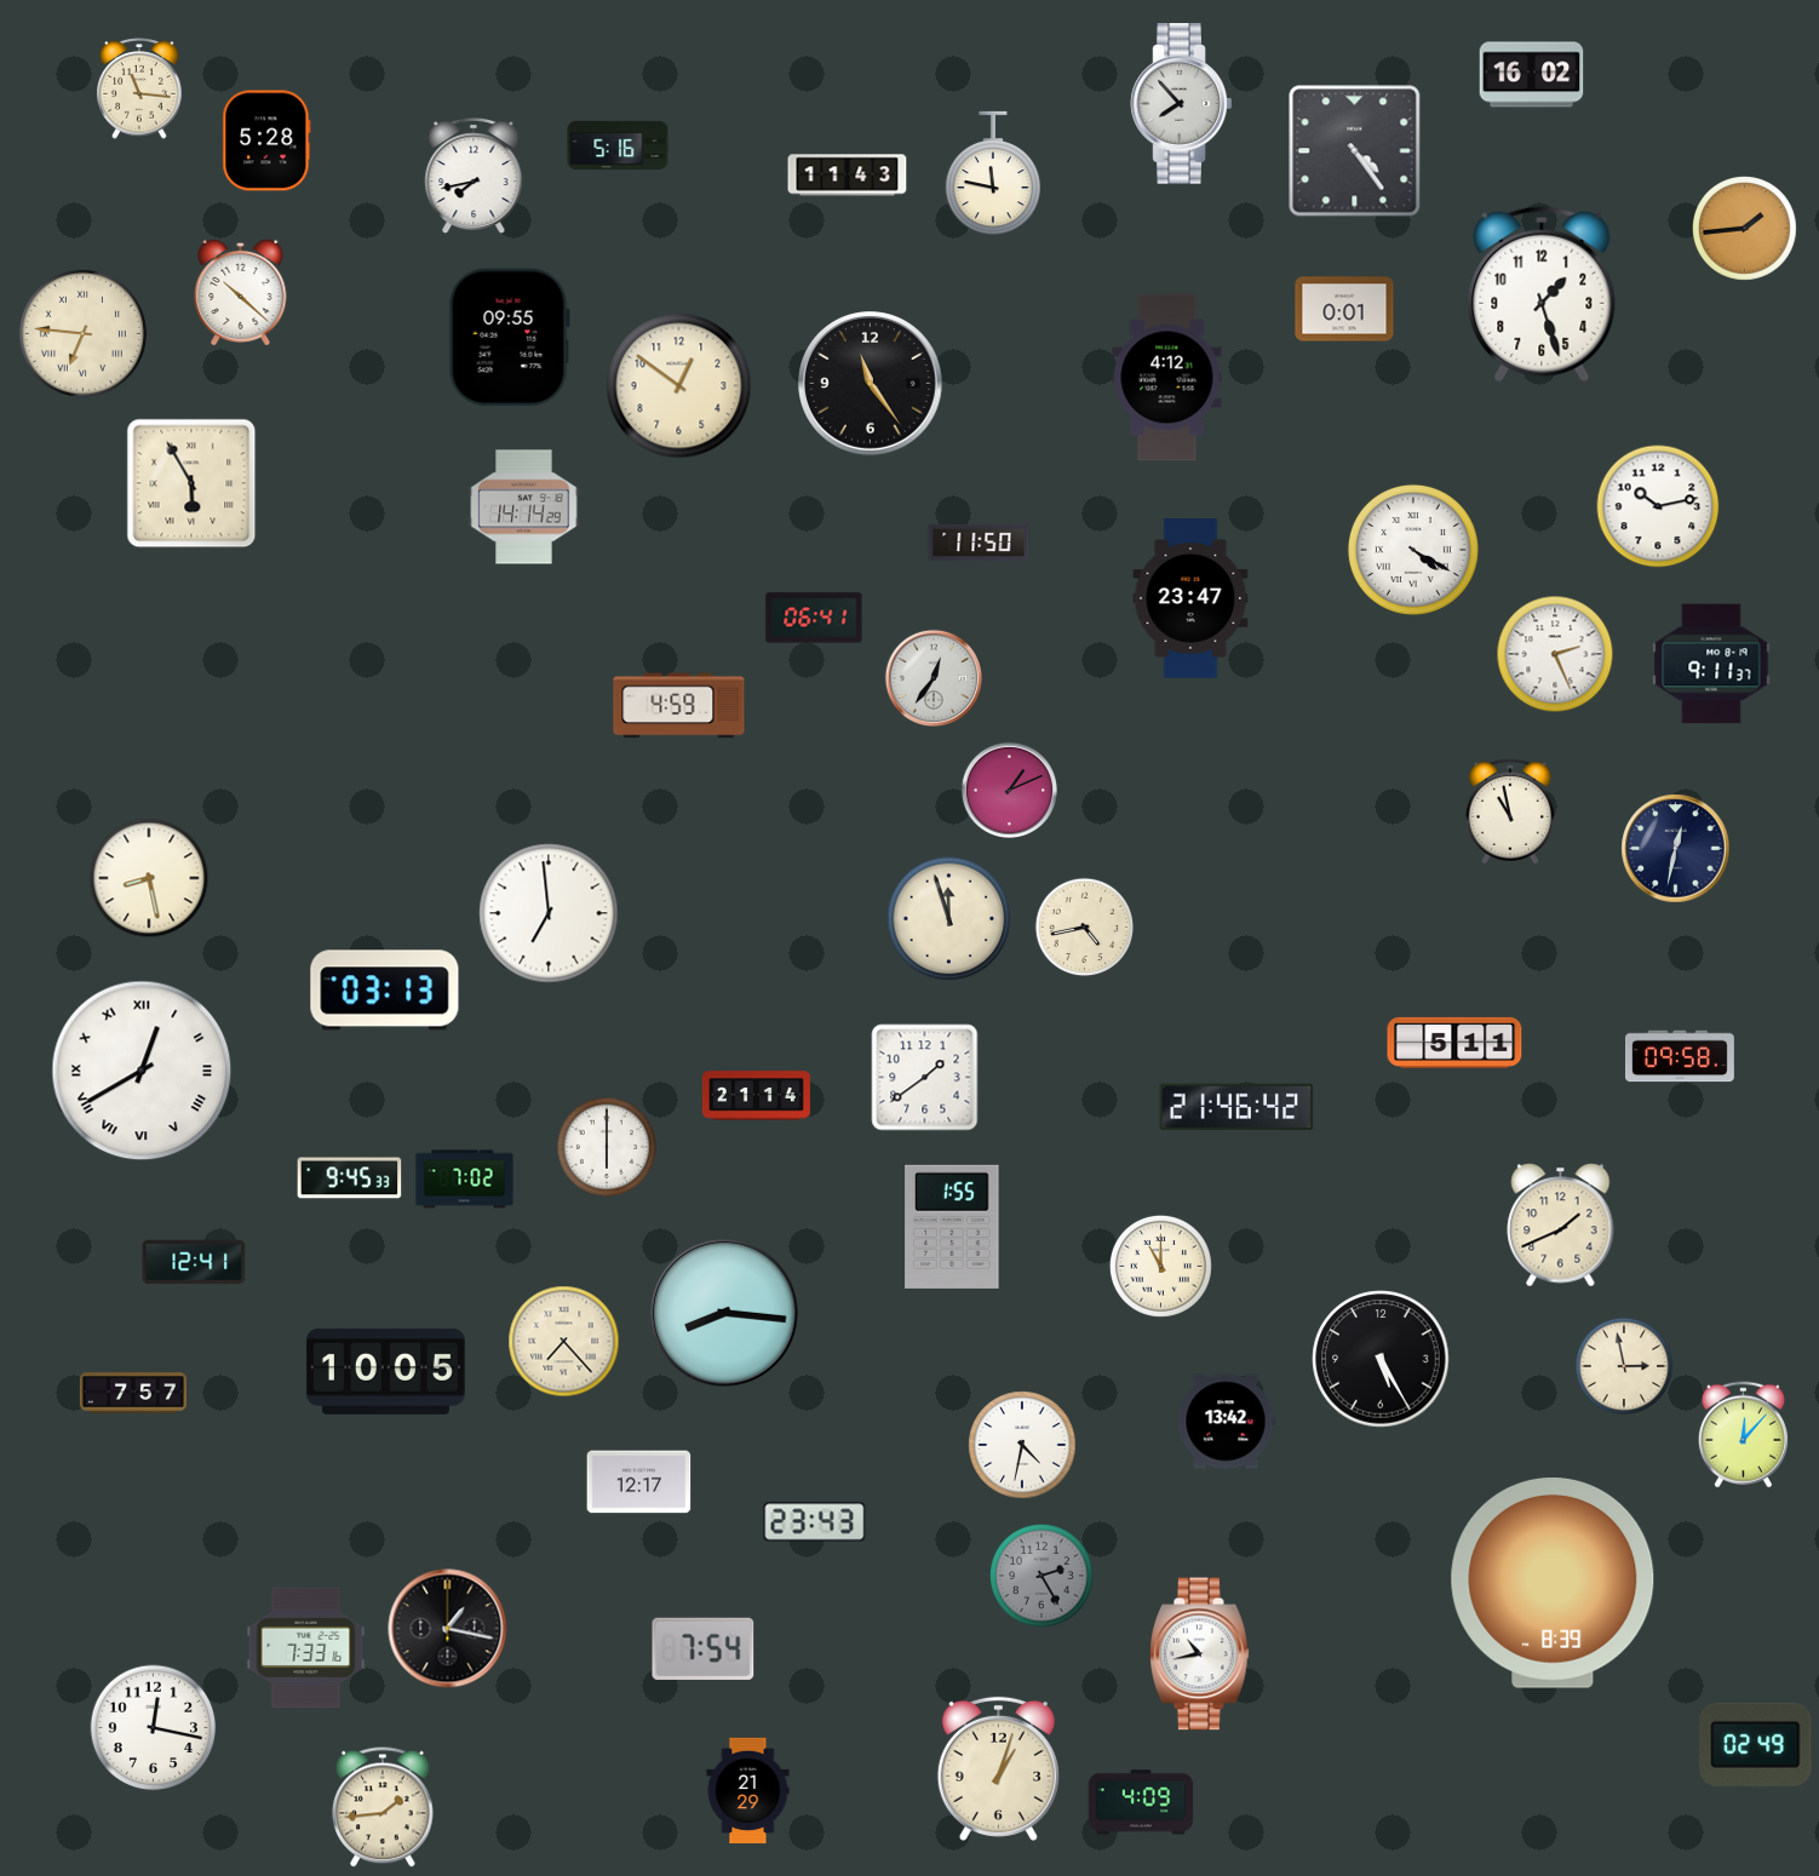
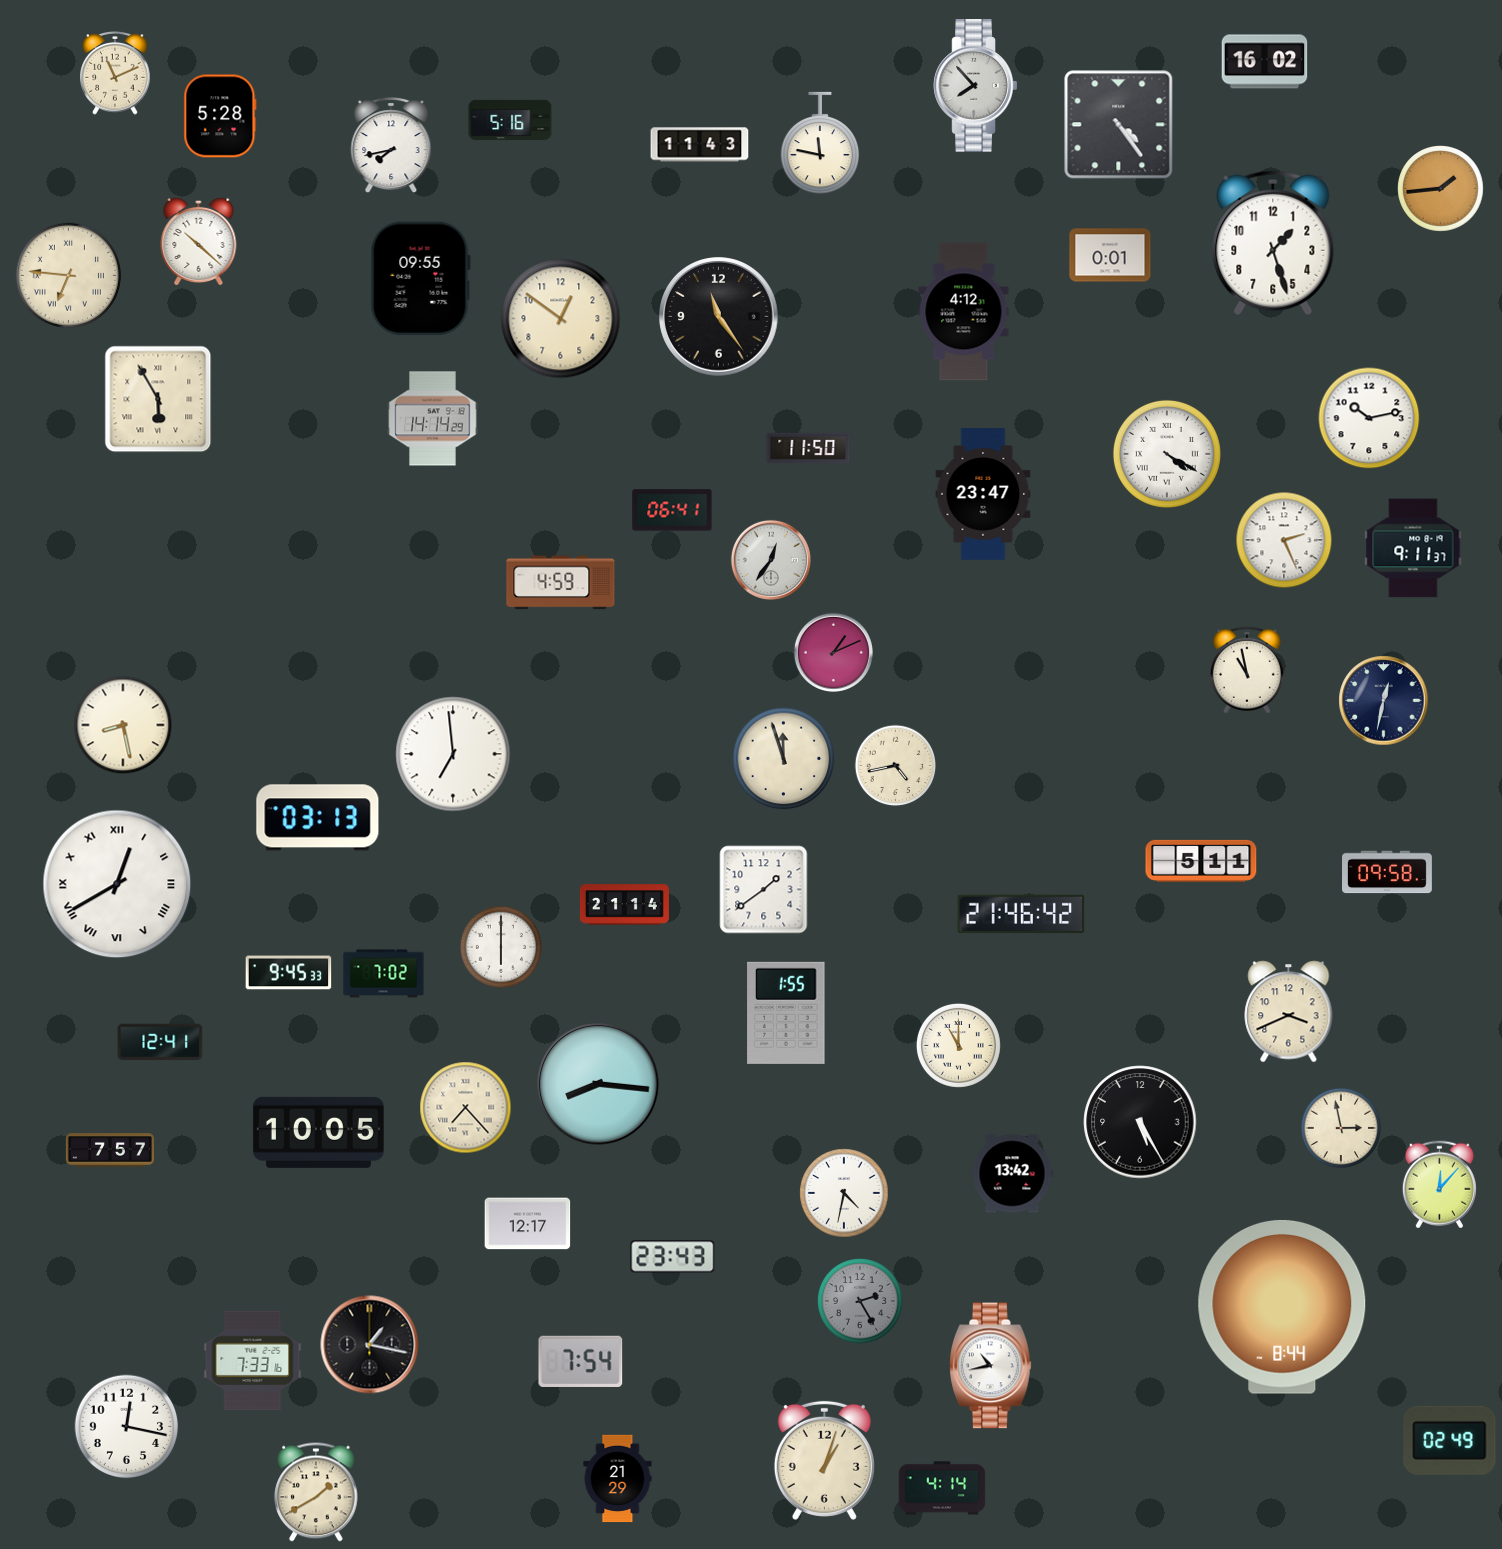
clock at (139, 90): 11:16 -> 11:11
clock at (1561, 1226): 1:41 -> 3:41
clock at (1553, 1583): 8:39 -> 8:44
clock at (1141, 1802): 4:09 -> 4:14
clock at (383, 1807): 1:44 -> 1:40
